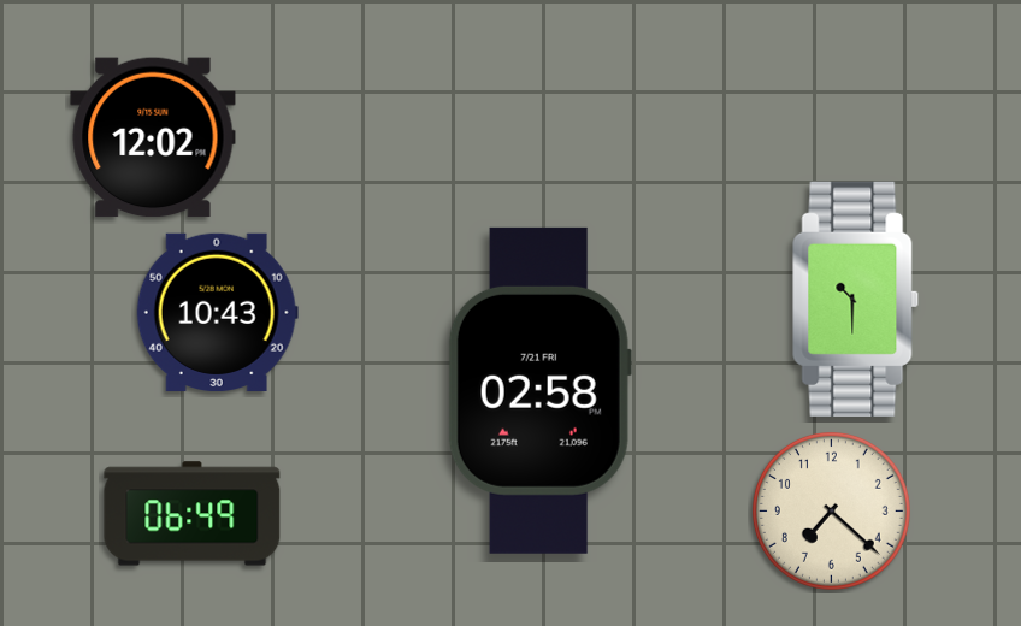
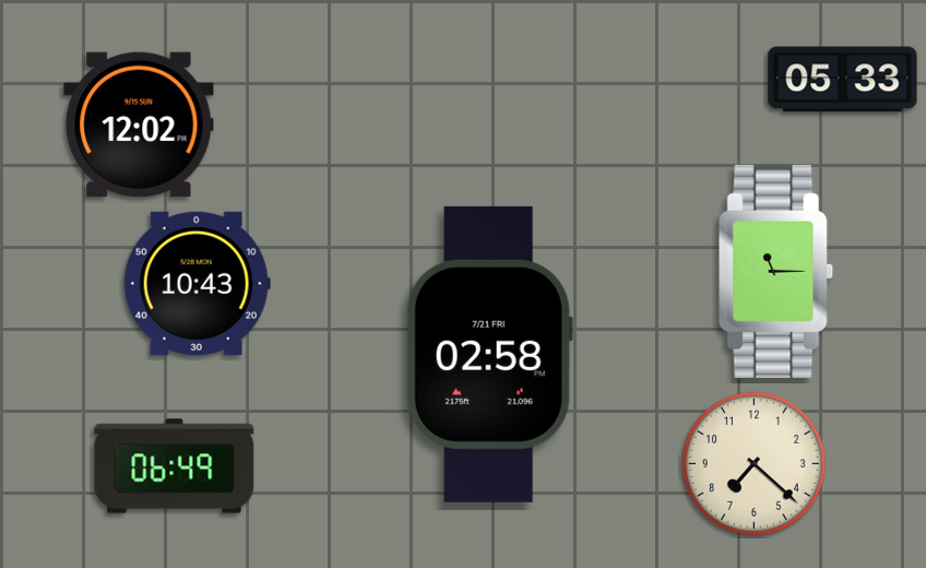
clock at (843, 80): none -> 05:33
clock at (855, 299): 10:30 -> 11:15
